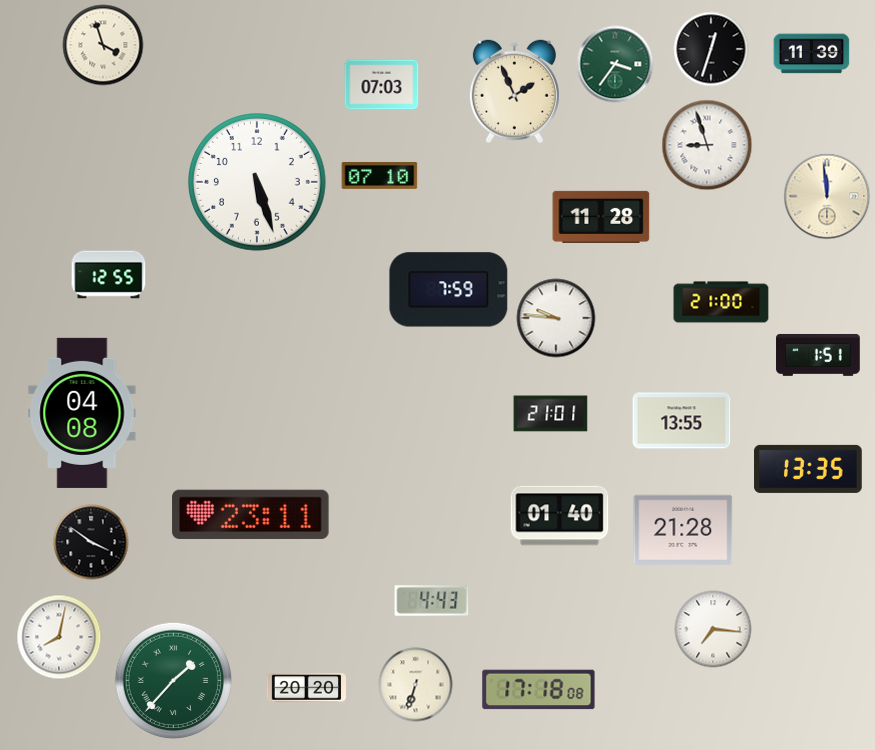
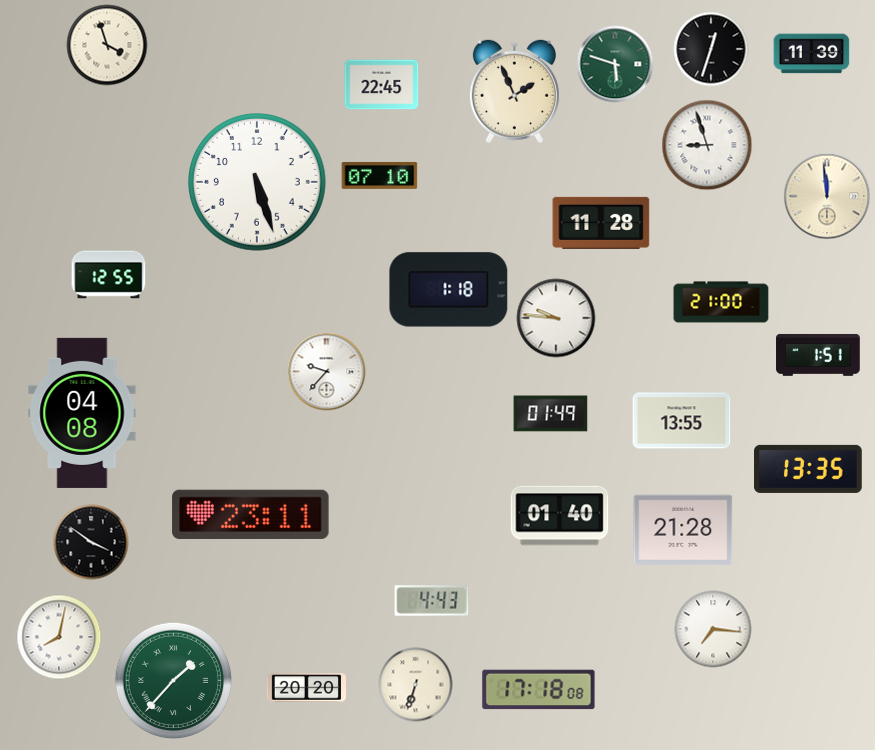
clock at (103, 45) position: (103, 45) -> (107, 45)
clock at (615, 64): 3:36 -> 5:48
clock at (382, 85): 07:03 -> 22:45
clock at (601, 217) position: (601, 217) -> (601, 223)
clock at (449, 290): 7:59 -> 1:18
clock at (327, 372): none -> 9:37
clock at (551, 414): 21:01 -> 01:49
